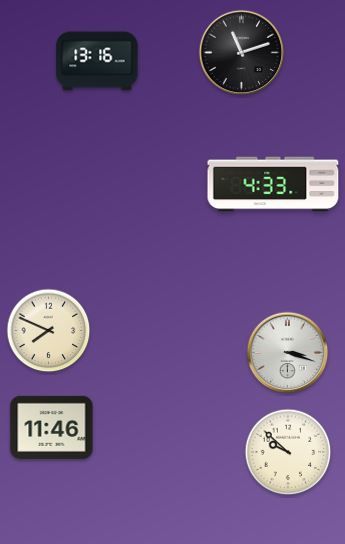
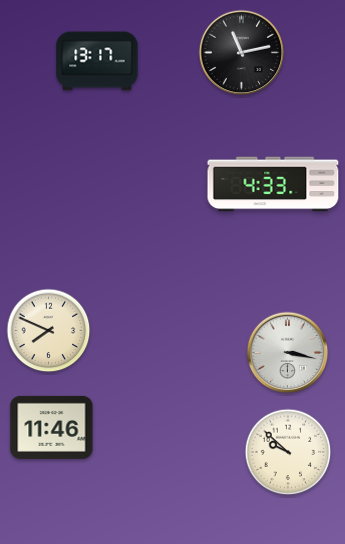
clock at (242, 53): 11:12 -> 11:13
clock at (97, 61): 13:16 -> 13:17
clock at (288, 353): 3:18 -> 3:17
